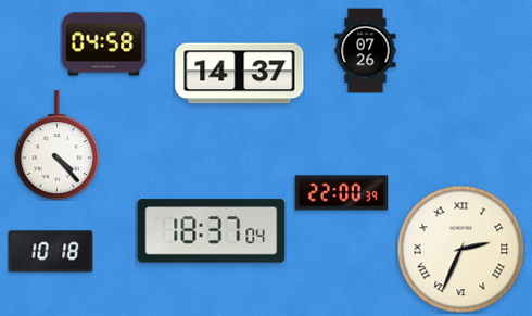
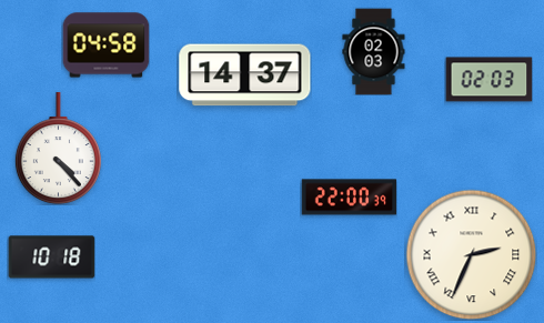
clock at (366, 50): 07:26 -> 02:03
clock at (488, 80): none -> 02:03
clock at (212, 231): 18:37 -> none
